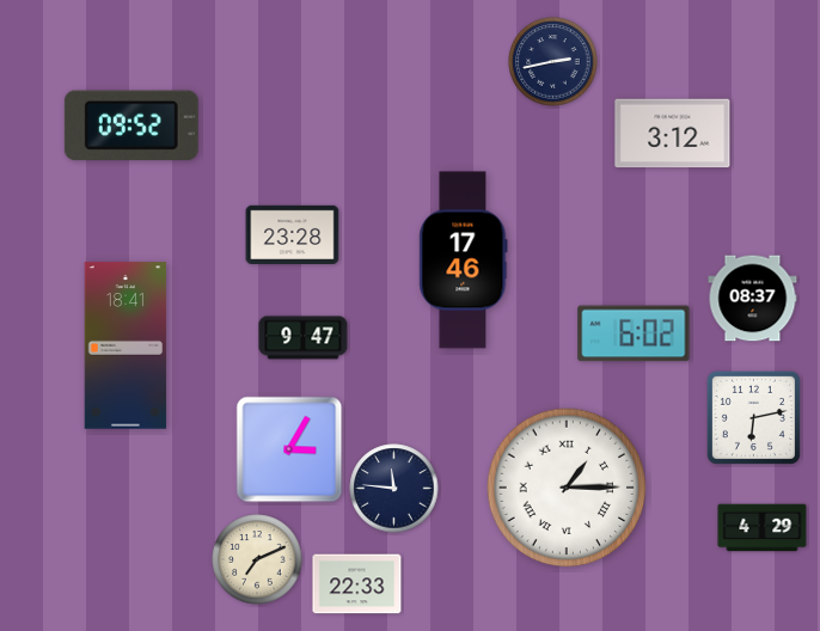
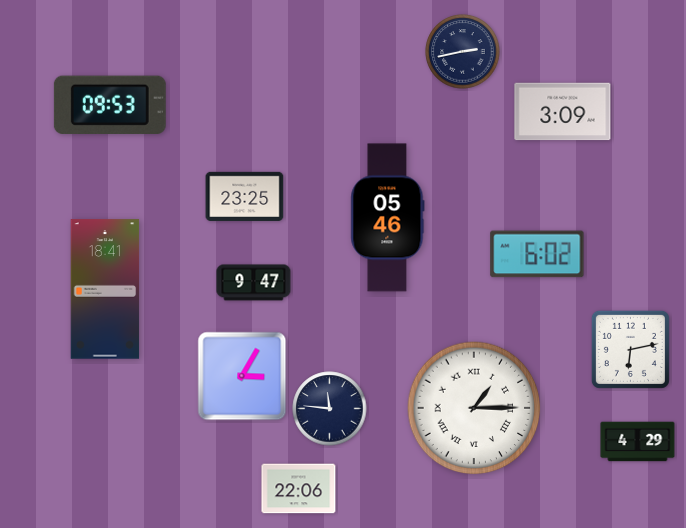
clock at (131, 125): 09:52 -> 09:53
clock at (673, 134): 3:12 -> 3:09
clock at (293, 234): 23:28 -> 23:25
clock at (464, 261): 17:46 -> 05:46
clock at (753, 299): 08:37 -> none
clock at (634, 333) position: (634, 333) -> (537, 254)
clock at (257, 559): 7:11 -> none
clock at (357, 584): 22:33 -> 22:06
